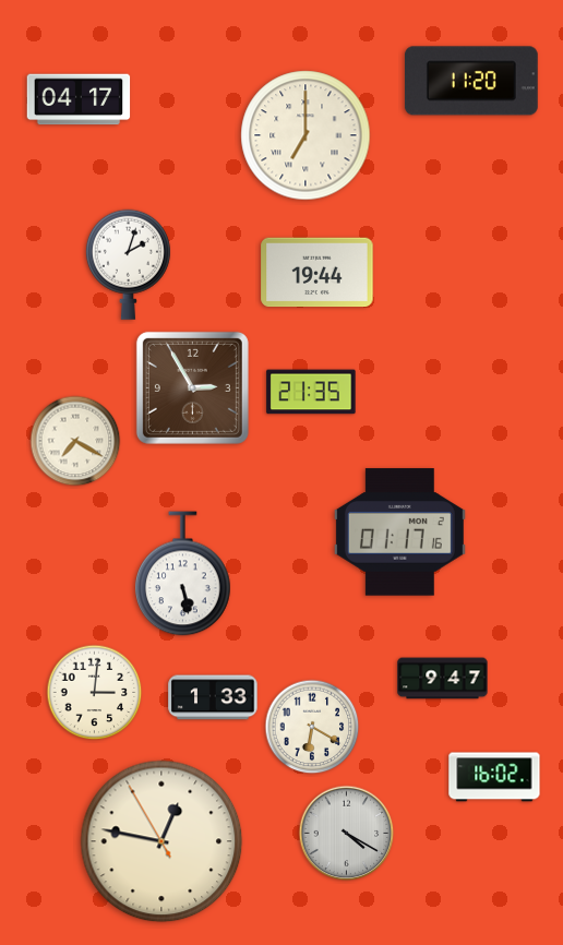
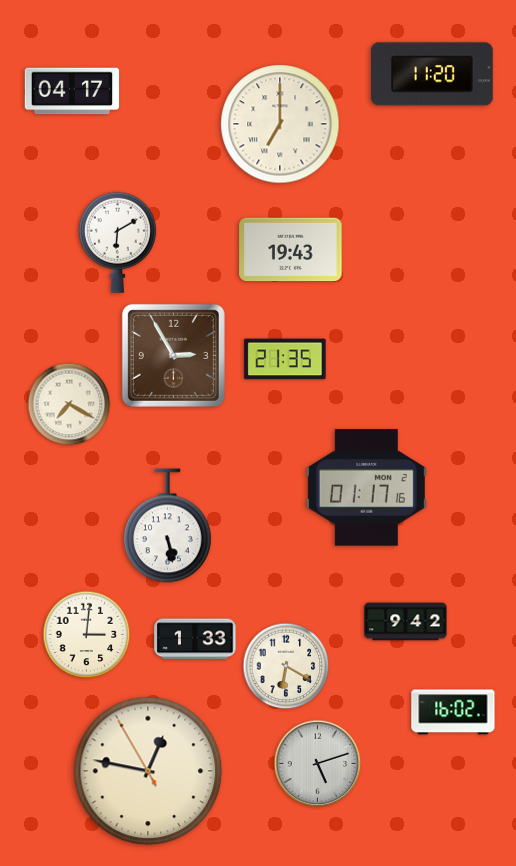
clock at (128, 264): 2:03 -> 6:10
clock at (318, 273): 19:44 -> 19:43
clock at (192, 387) position: (192, 387) -> (173, 355)
clock at (443, 679): 9:47 -> 9:42
clock at (347, 834): 4:20 -> 5:12
